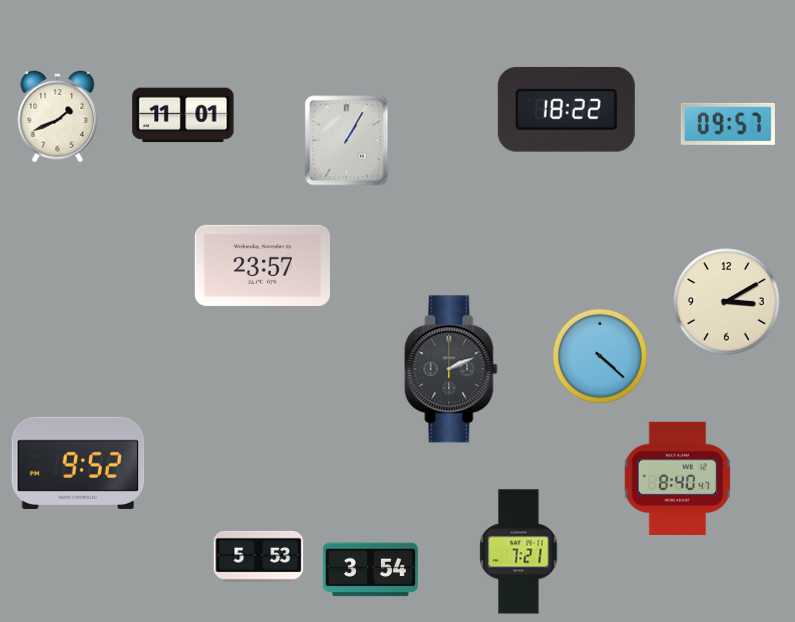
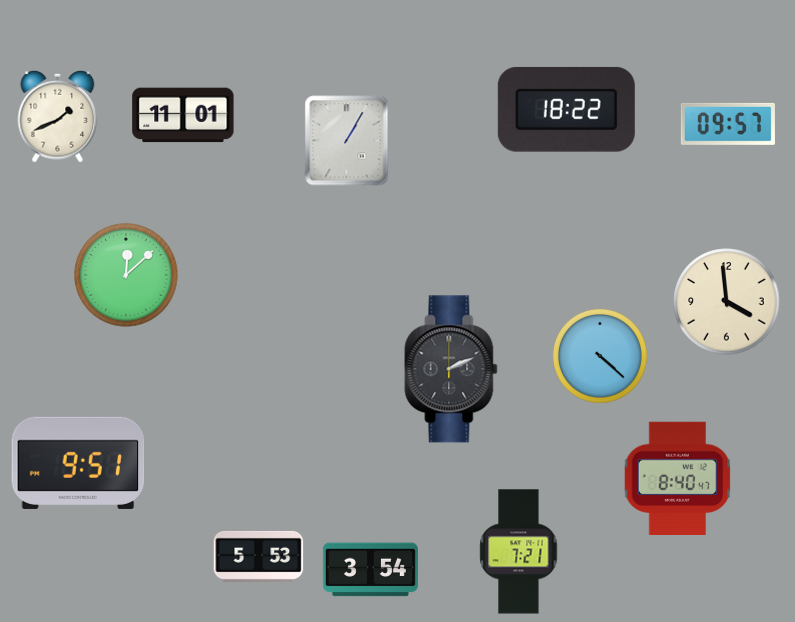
clock at (262, 265): 23:57 -> none
clock at (126, 275): none -> 12:08
clock at (727, 302): 3:10 -> 3:59
clock at (78, 463): 9:52 -> 9:51
